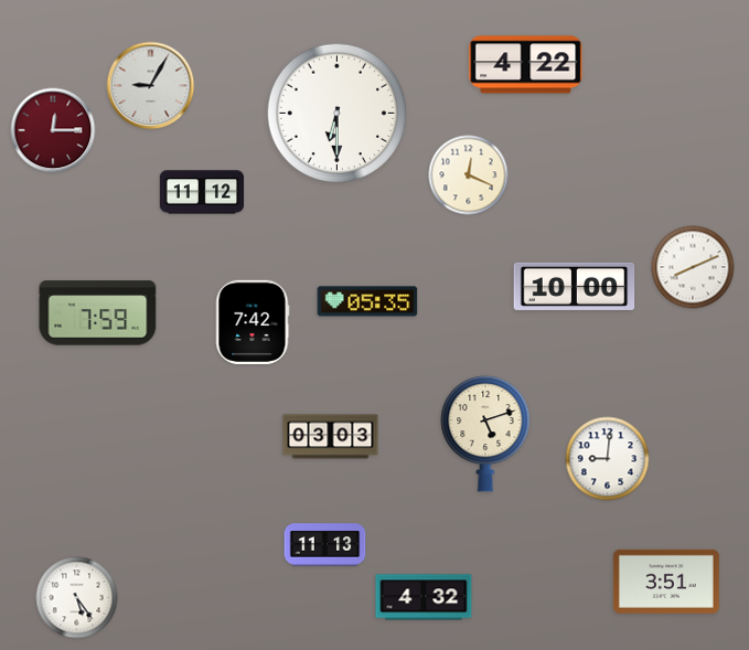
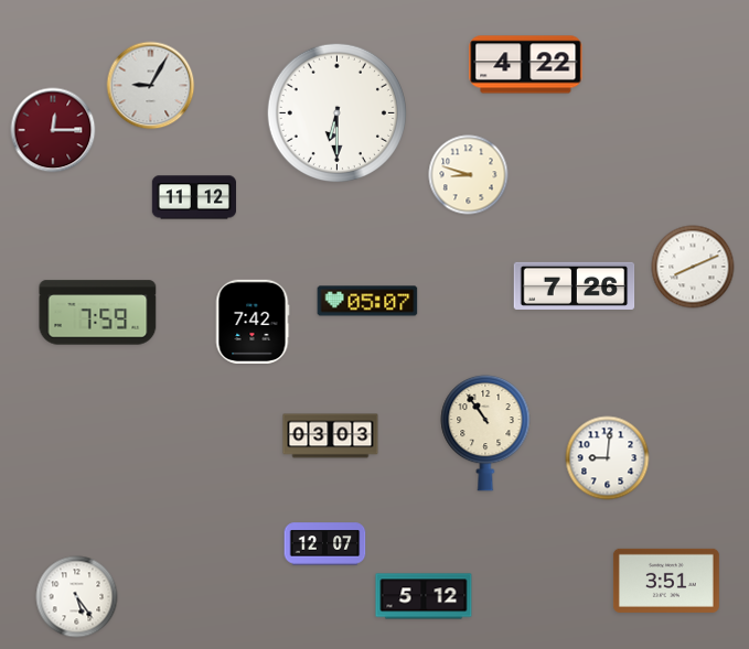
clock at (469, 175): 12:19 -> 8:48
clock at (201, 192) position: (201, 192) -> (193, 197)
clock at (575, 286): 10:00 -> 7:26
clock at (367, 301): 05:35 -> 05:07
clock at (485, 434): 5:12 -> 10:54
clock at (325, 545): 11:13 -> 12:07
clock at (424, 597): 4:32 -> 5:12
